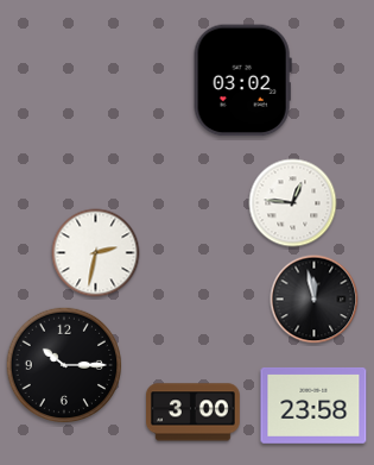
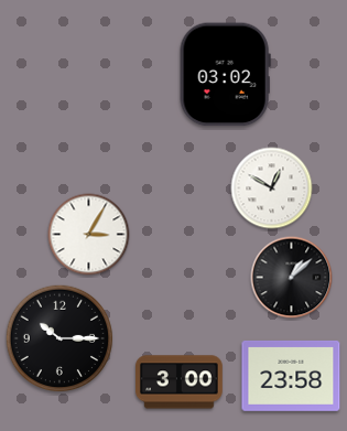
clock at (293, 203): 12:46 -> 12:50
clock at (96, 253): 2:32 -> 3:05
clock at (315, 300): 11:58 -> 1:08
